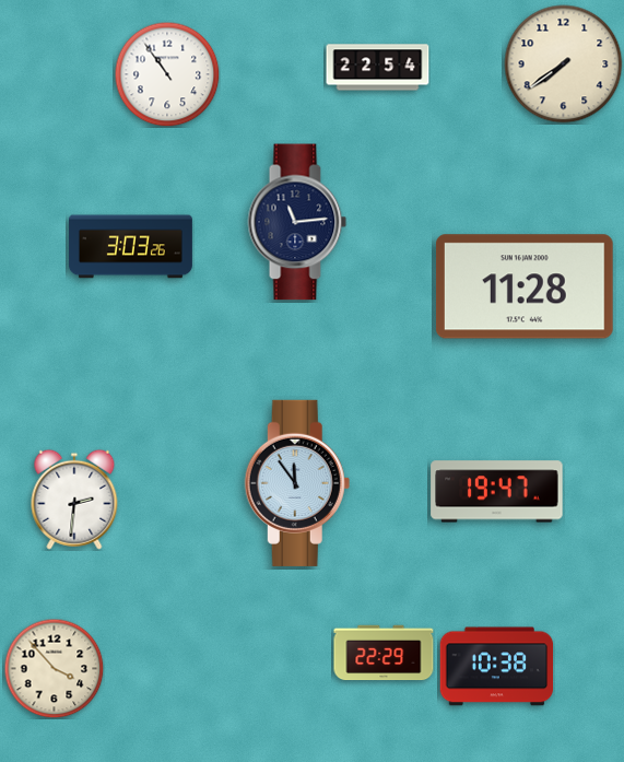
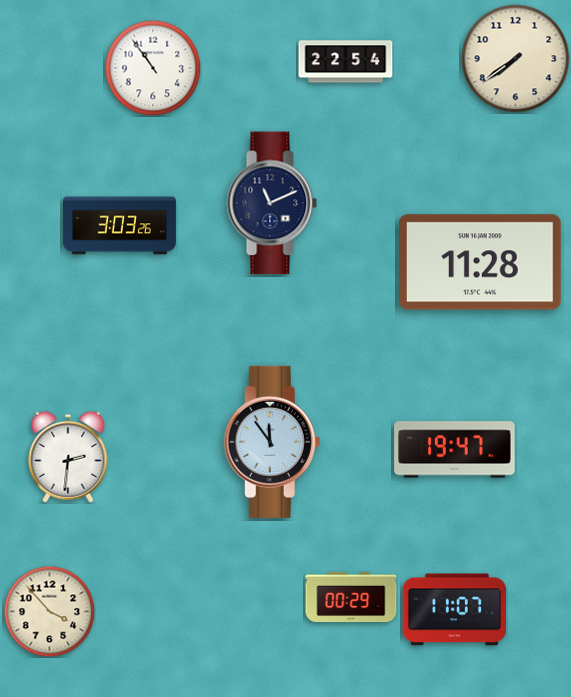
clock at (297, 222): 11:14 -> 11:11
clock at (384, 653): 22:29 -> 00:29
clock at (497, 667): 10:38 -> 11:07
